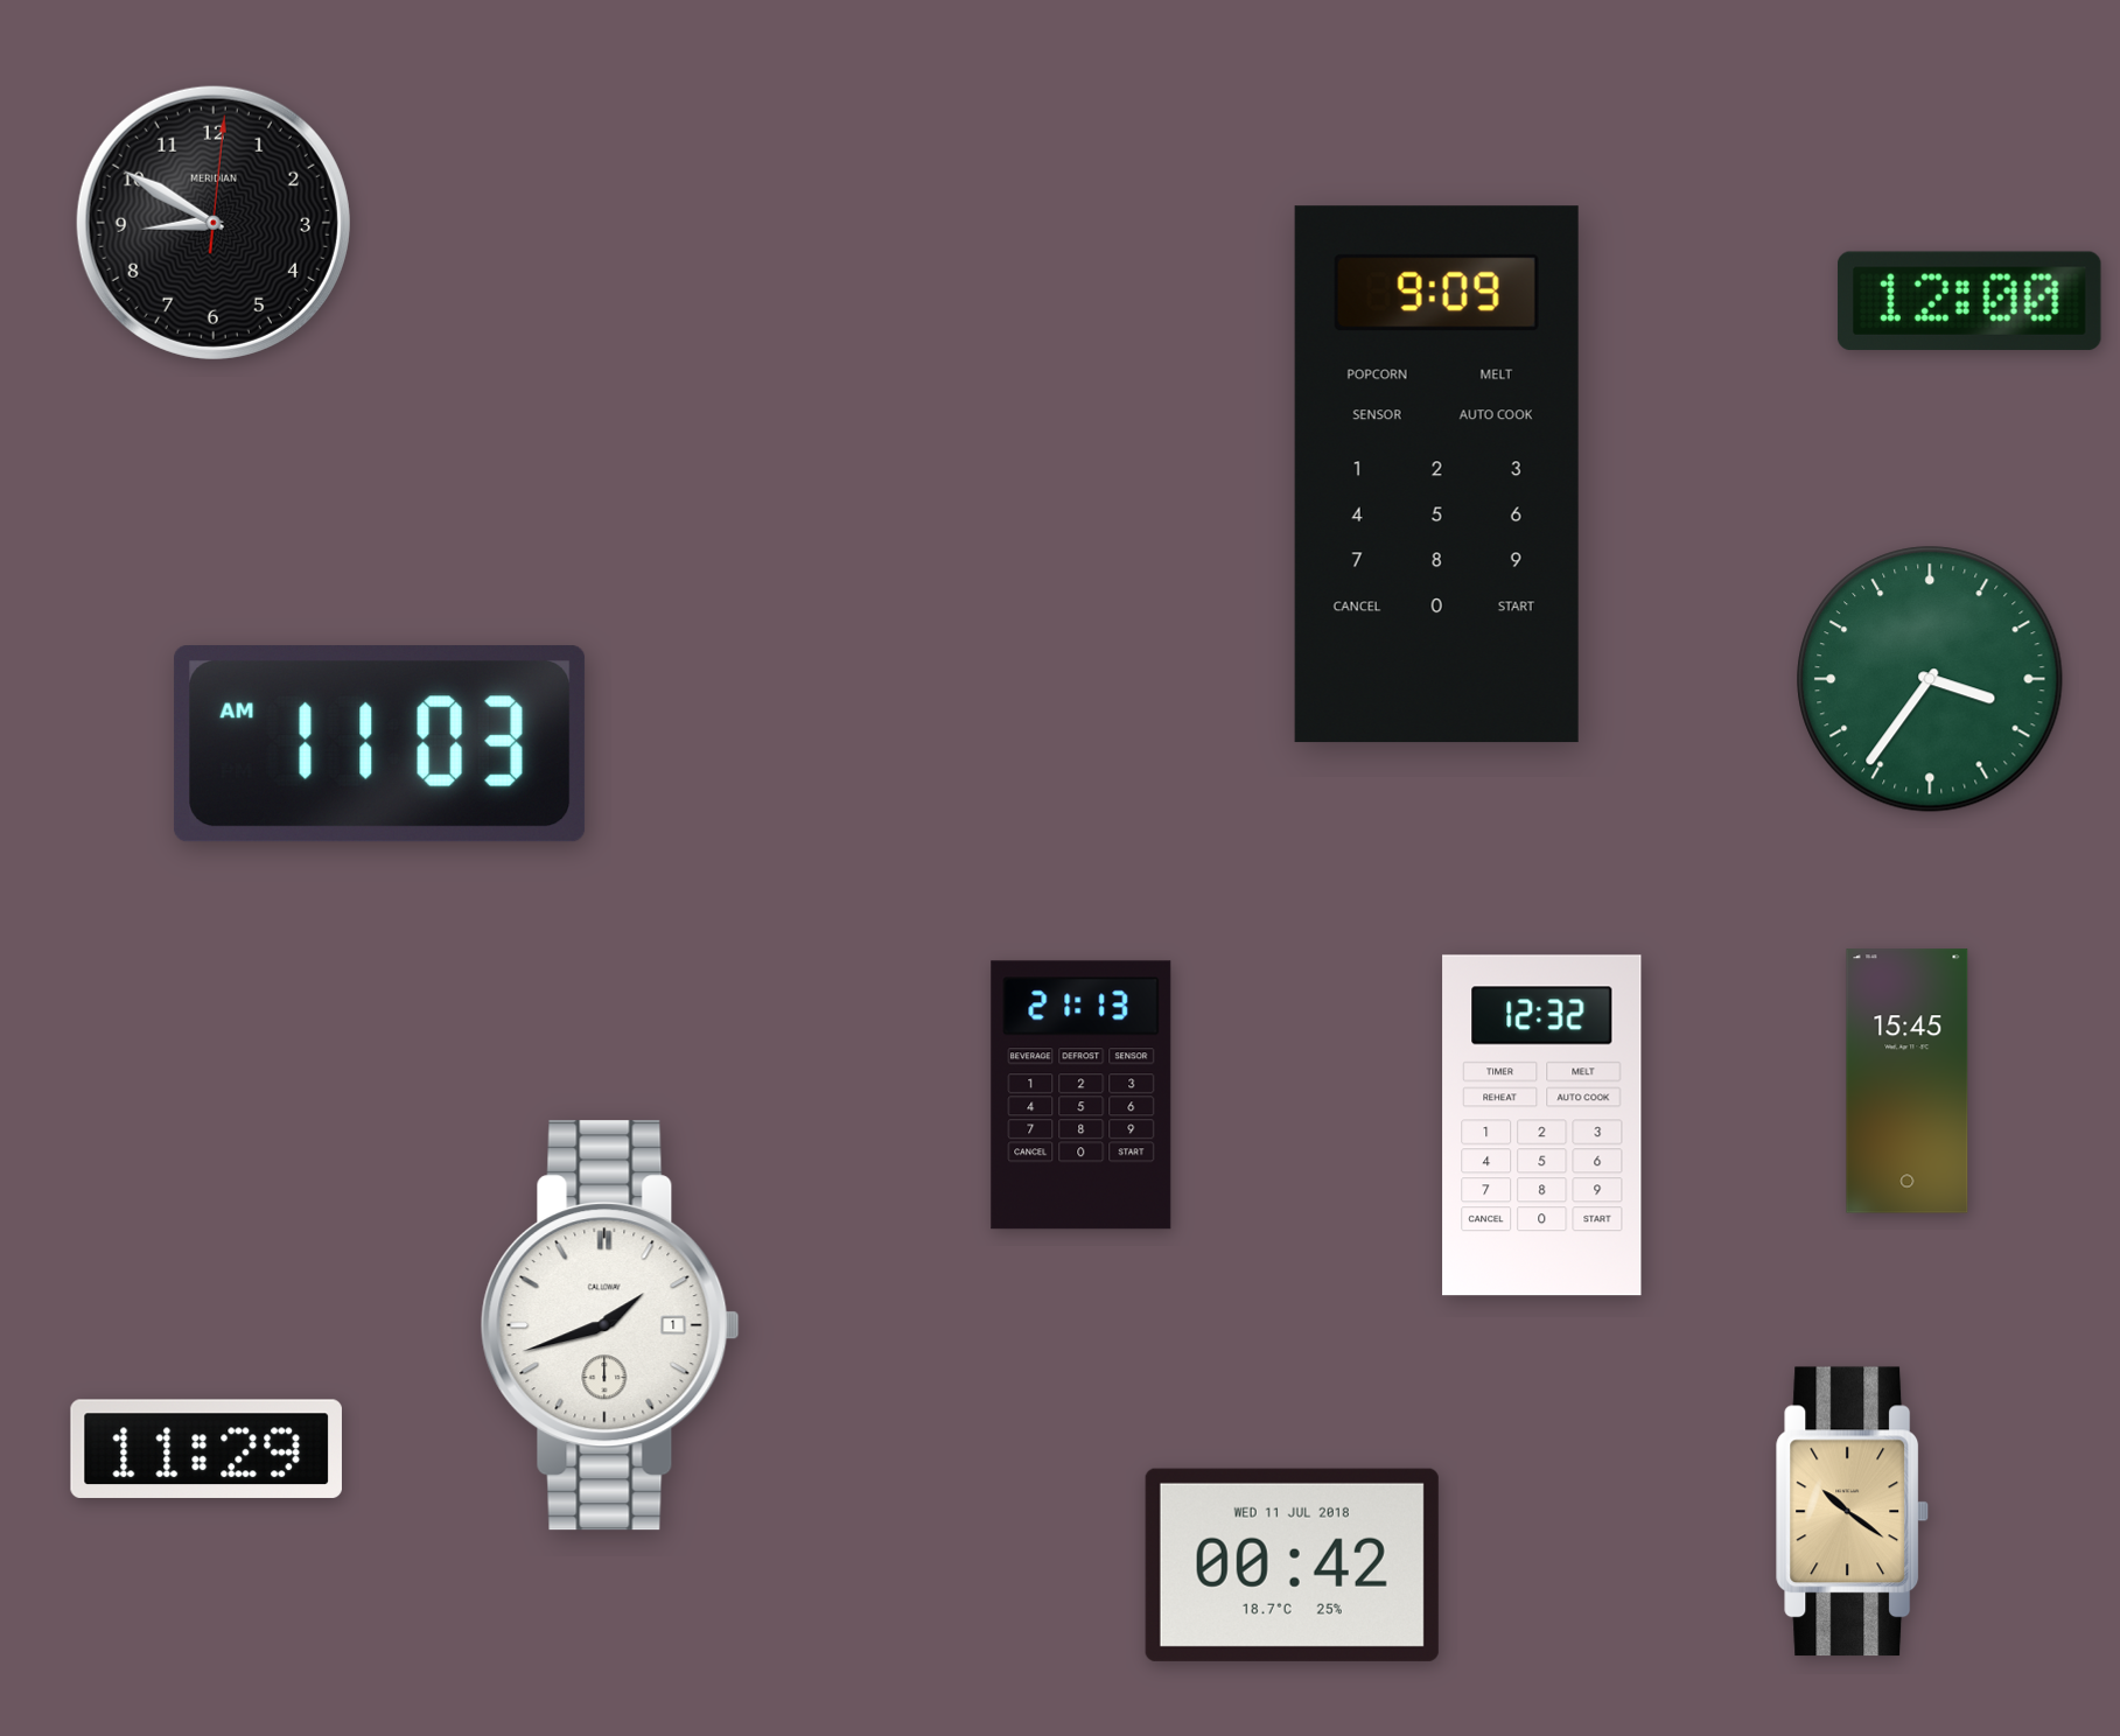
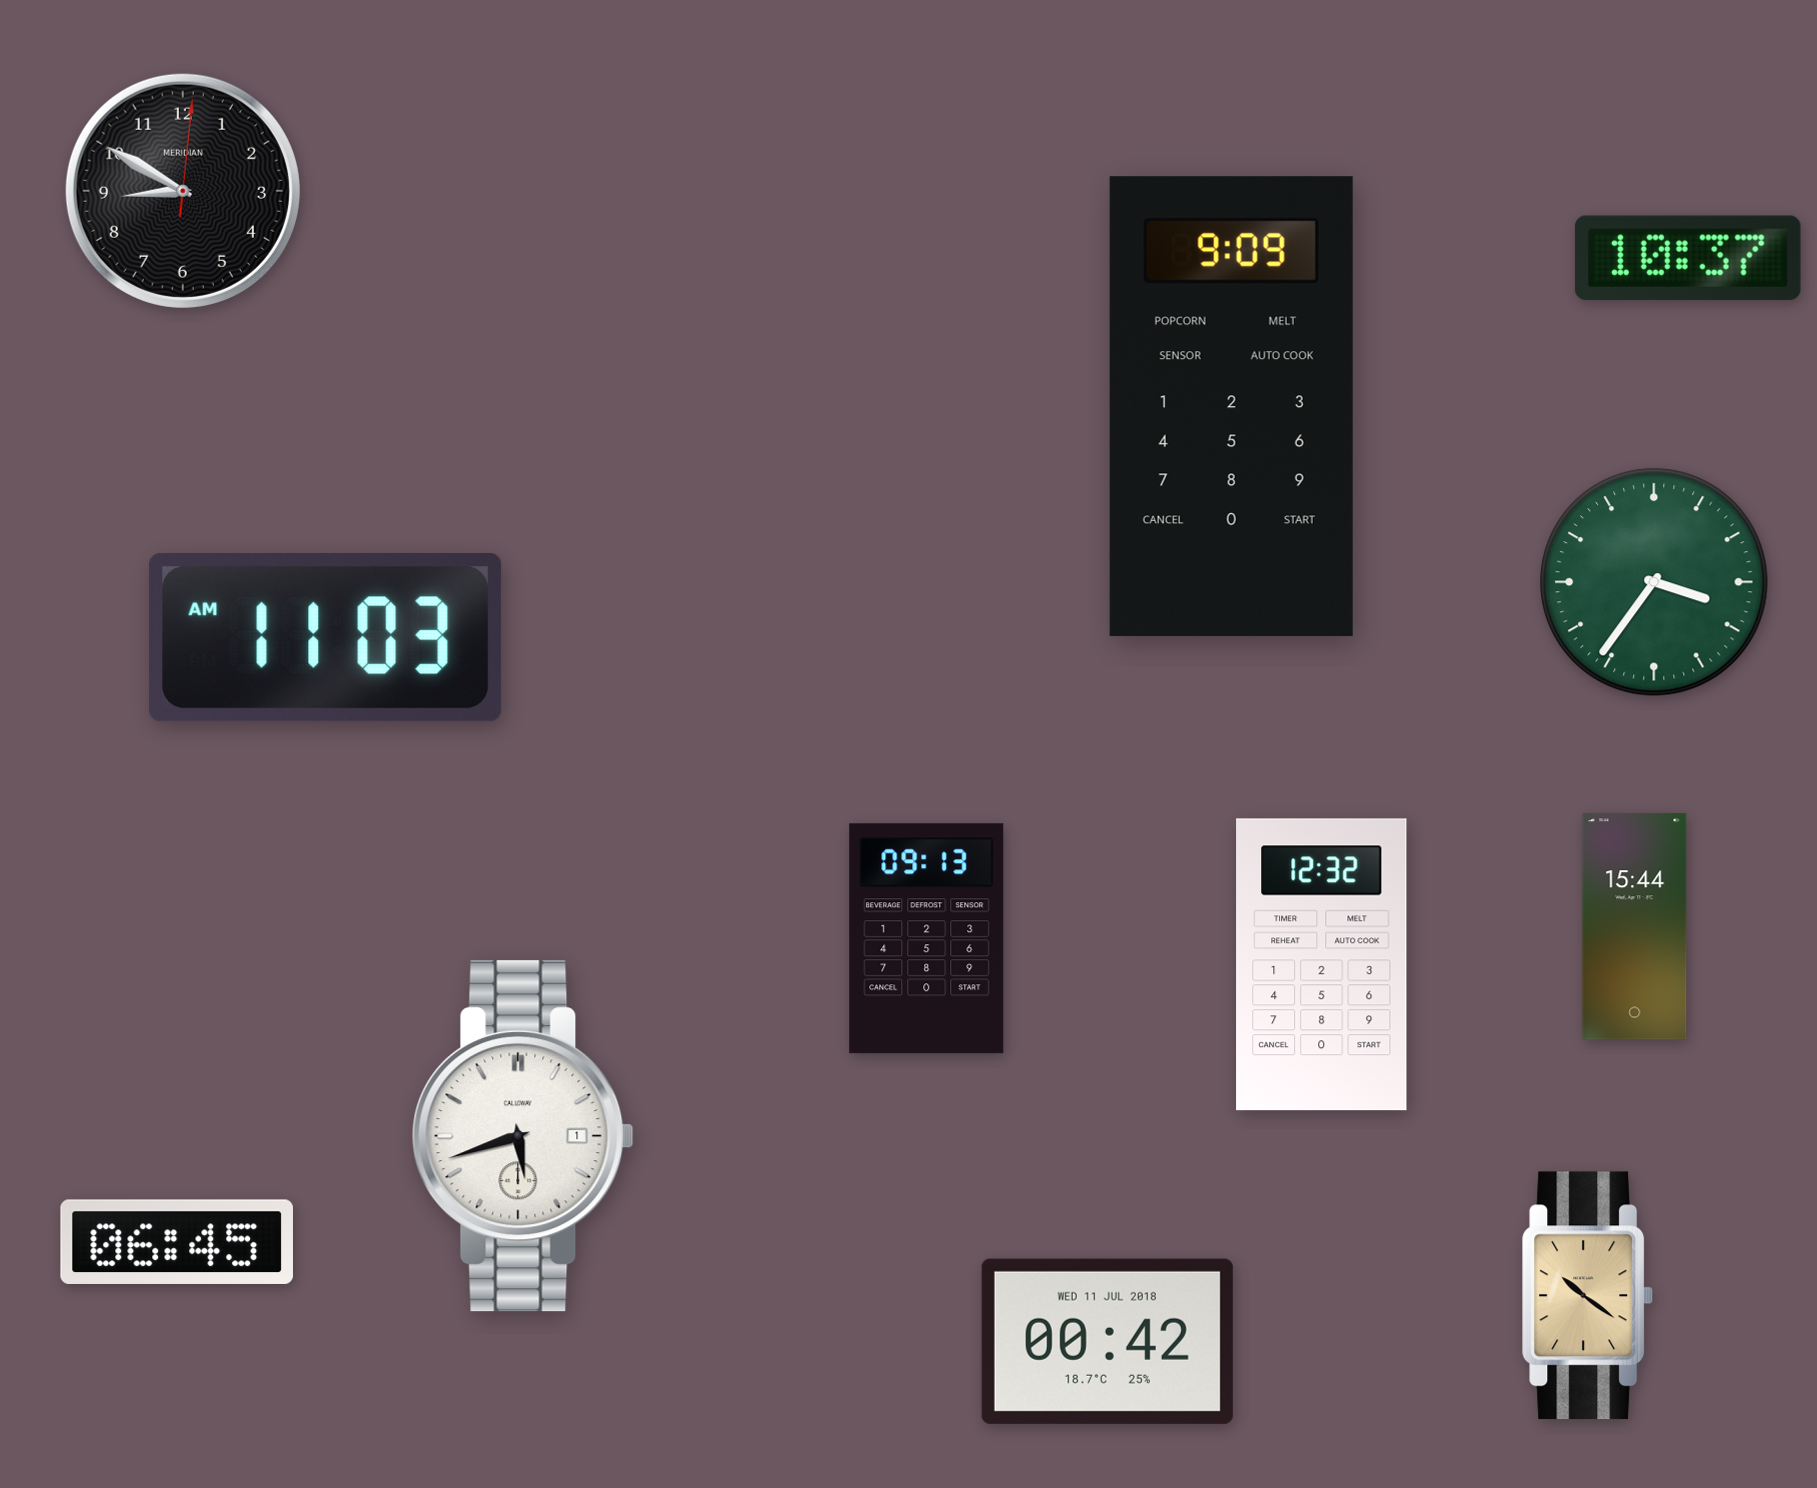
clock at (1969, 301): 12:00 -> 10:37
clock at (1908, 1081): 15:45 -> 15:44
clock at (1082, 1095): 21:13 -> 09:13
clock at (610, 1325): 1:42 -> 5:42
clock at (207, 1449): 11:29 -> 06:45
